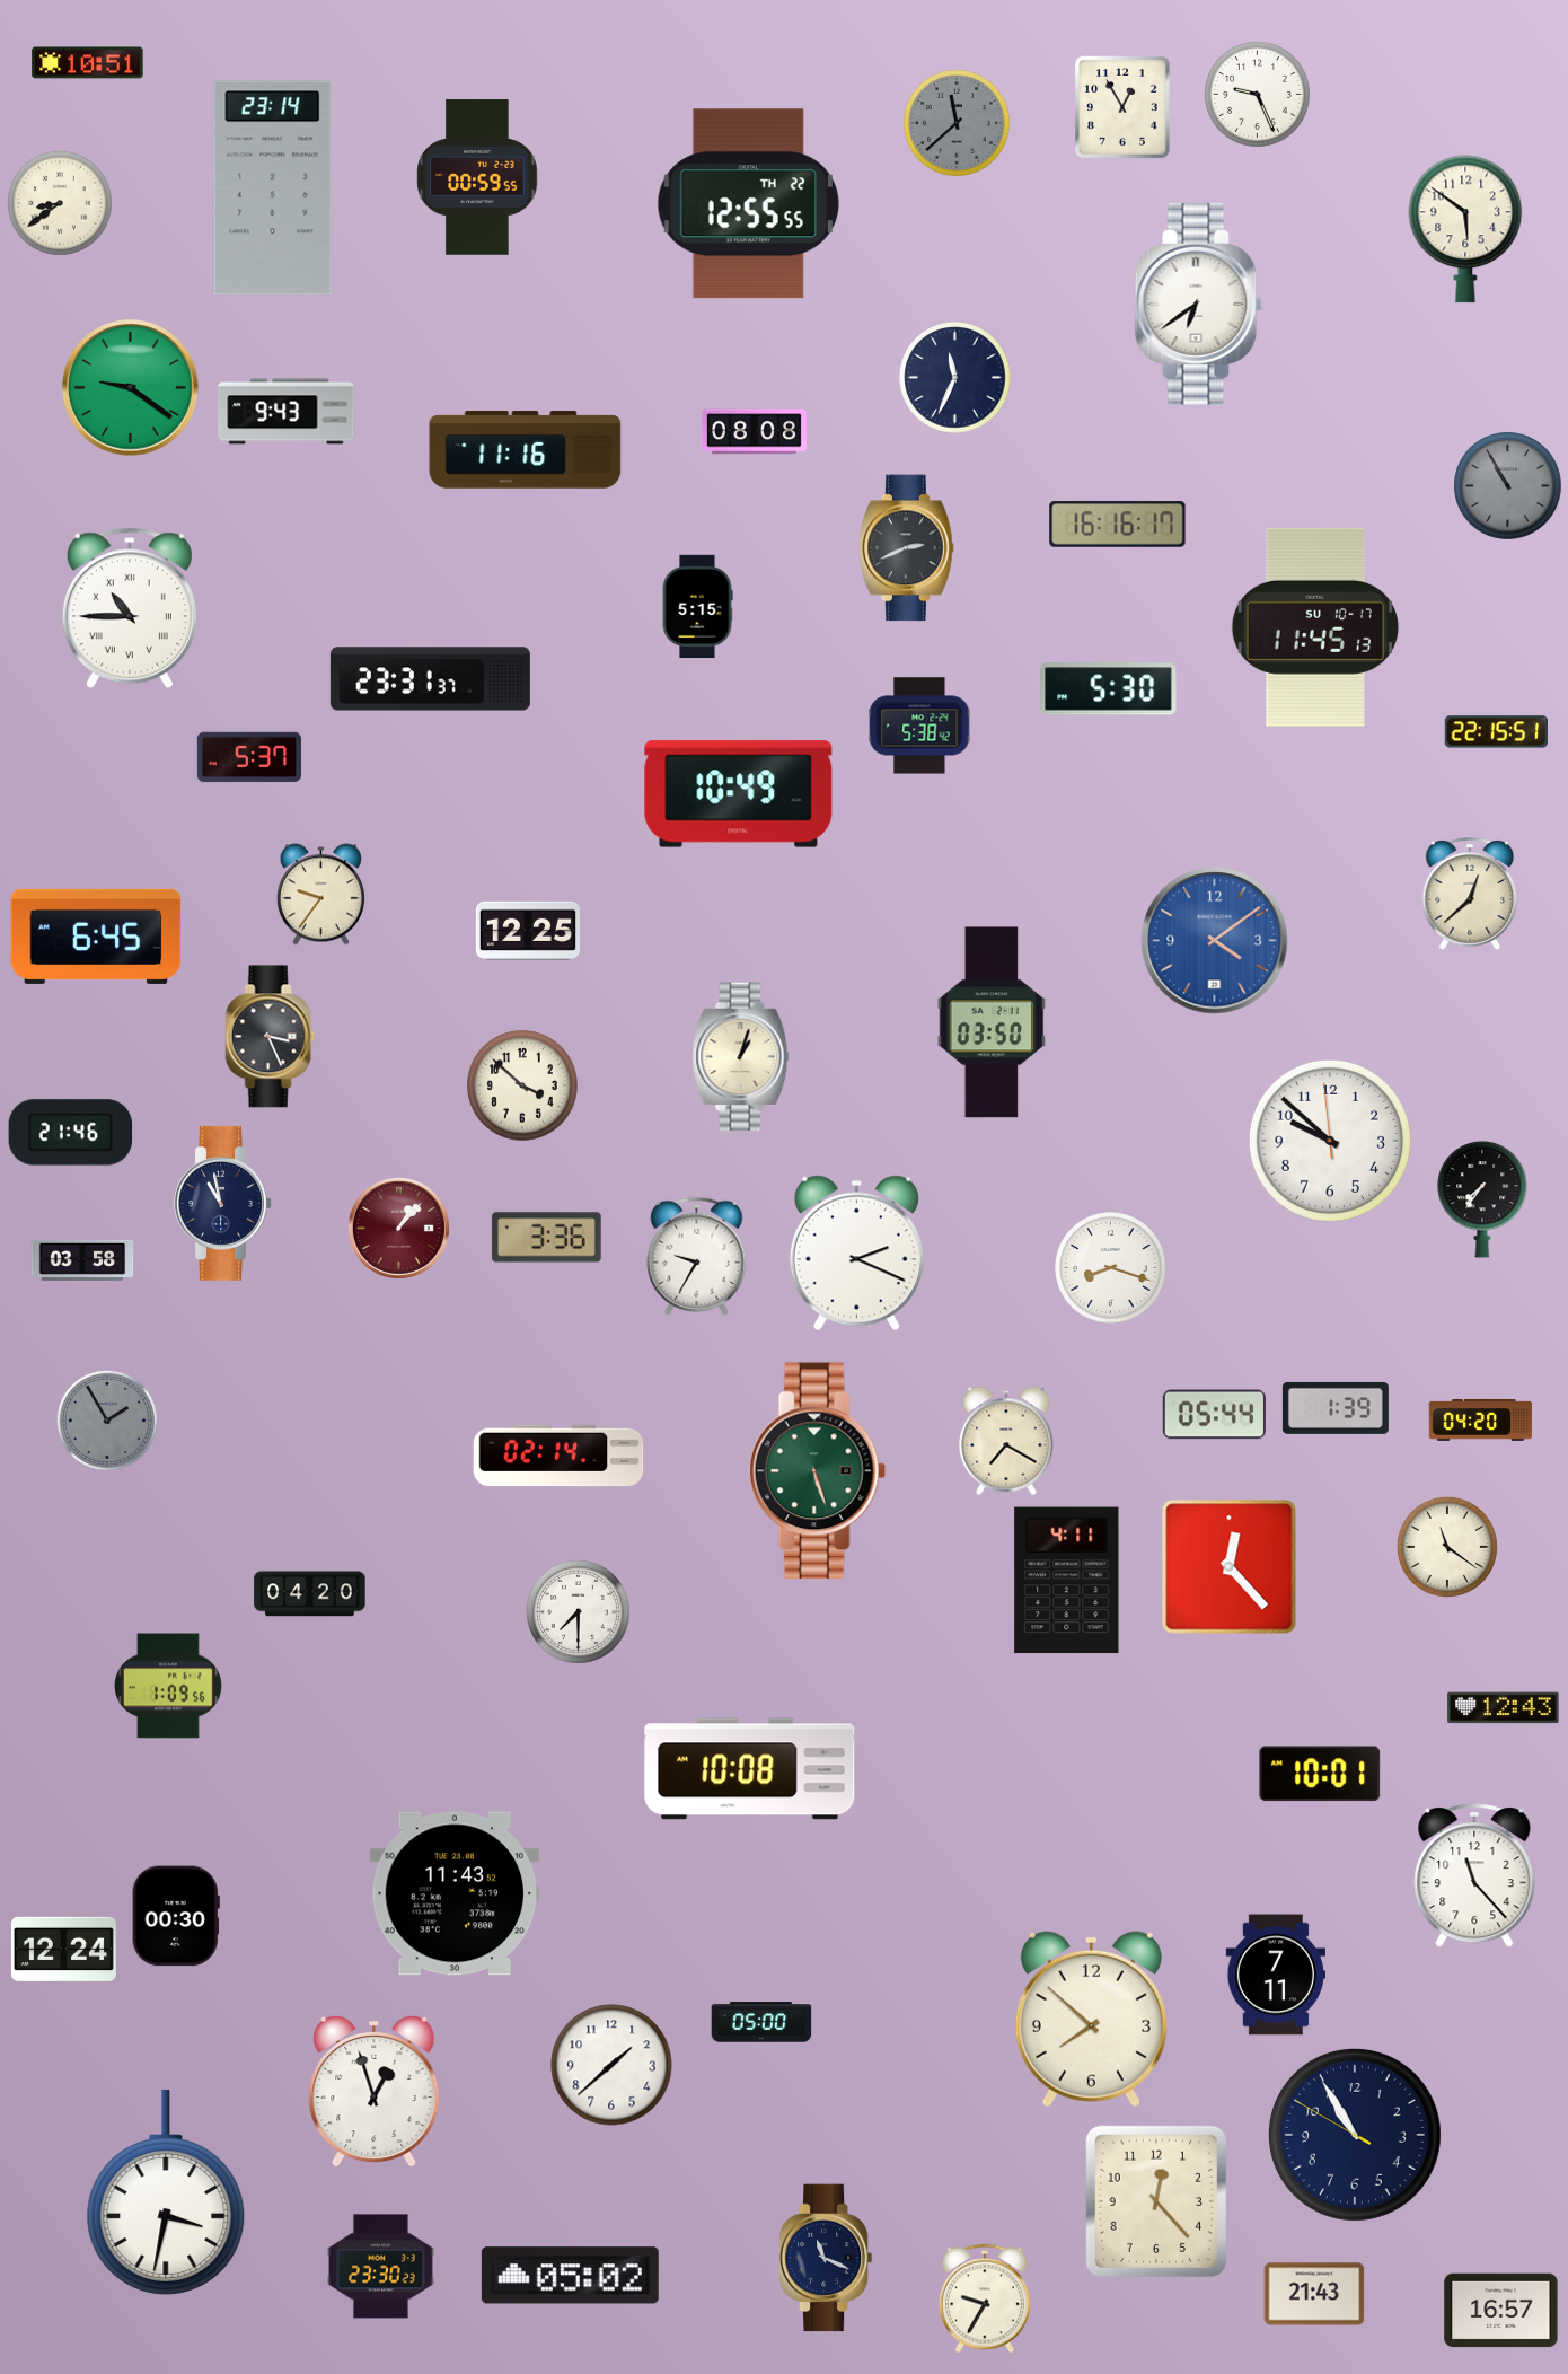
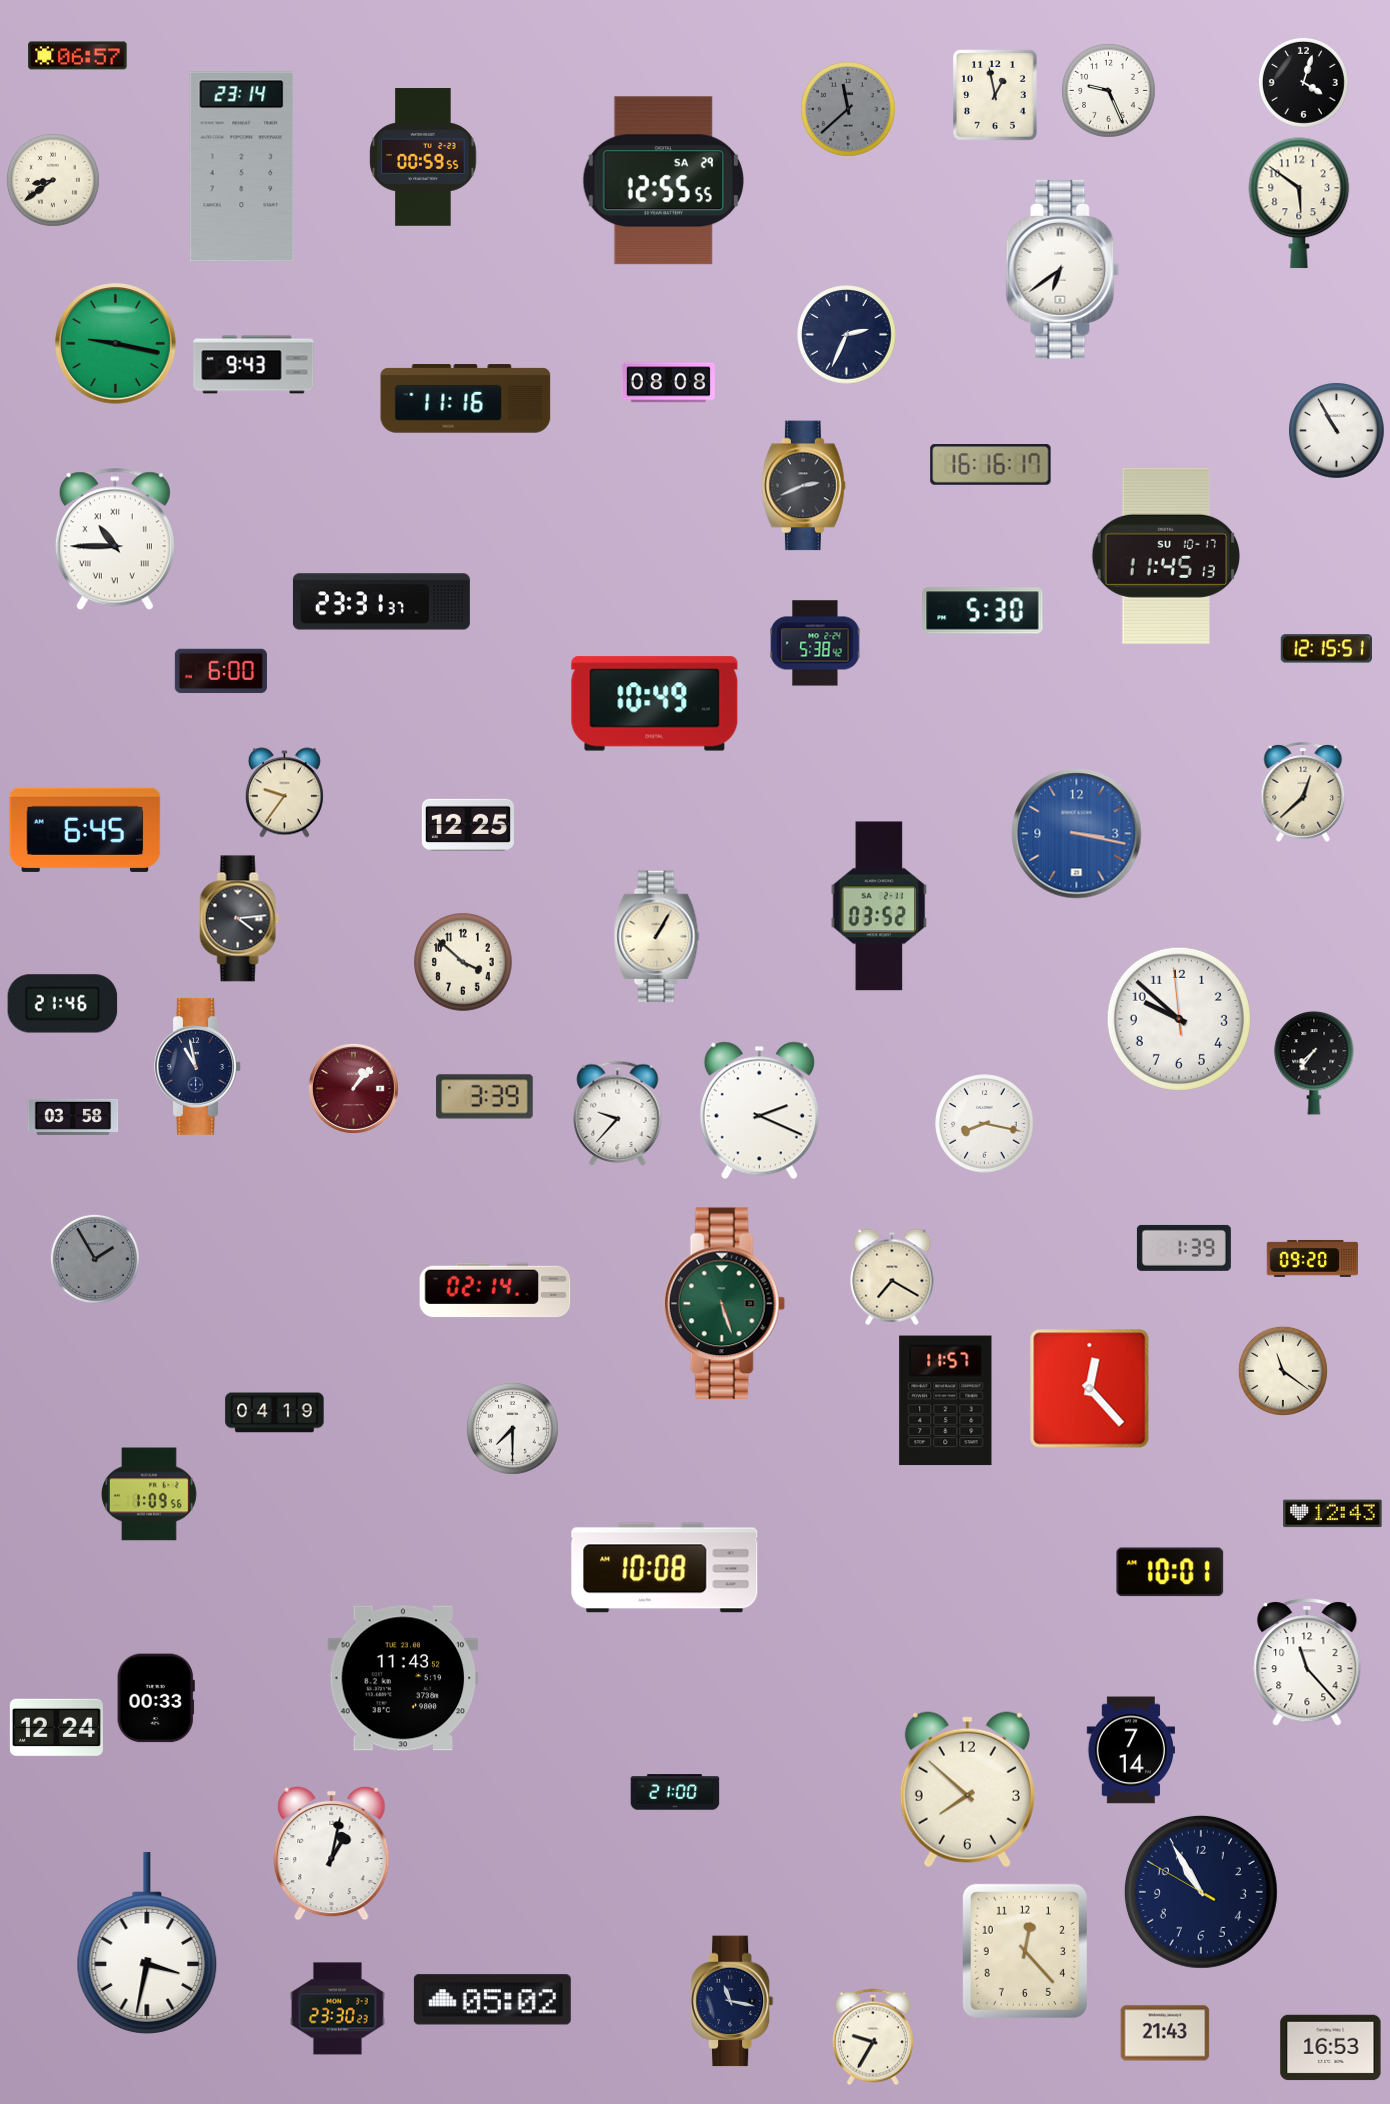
clock at (88, 63): 10:51 -> 06:57
clock at (1303, 82): none -> 4:03
clock at (1258, 95) position: (1258, 95) -> (1109, 91)
clock at (1124, 107): 12:55 -> 12:58
clock at (748, 204) date: TH 22 -> SA 29
clock at (955, 378): 11:34 -> 2:34
clock at (131, 388): 9:21 -> 9:17
clock at (1508, 486) dial: grey -> white
clock at (697, 607): 5:15 -> none
clock at (1496, 732): 22:15 -> 12:15
clock at (249, 757): 5:37 -> 6:00
clock at (1215, 941): 4:09 -> 3:17
clock at (992, 1022): 03:50 -> 03:52
clock at (271, 1037): 3:26 -> 4:14
clock at (741, 1057): 1:03 -> 1:05
clock at (1330, 1141) position: (1330, 1141) -> (1179, 1019)
clock at (547, 1238): 3:36 -> 3:39
clock at (697, 1256): 9:35 -> 9:37
clock at (1111, 1268): 8:18 -> 8:17
clock at (1214, 1415): 05:44 -> none
clock at (1480, 1419): 04:20 -> 09:20
clock at (1067, 1581): 4:11 -> 11:57
clock at (310, 1594): 04:20 -> 04:19
clock at (176, 1916): 00:30 -> 00:33
clock at (1275, 1975): 7:11 -> 7:14
clock at (761, 2022): 05:00 -> 21:00
clock at (611, 2065): 1:38 -> none
clock at (375, 2091): 12:57 -> 1:02
clock at (826, 2258): 11:19 -> 11:17
clock at (570, 2276) position: (570, 2276) -> (492, 2000)
clock at (1501, 2311): 16:57 -> 16:53
